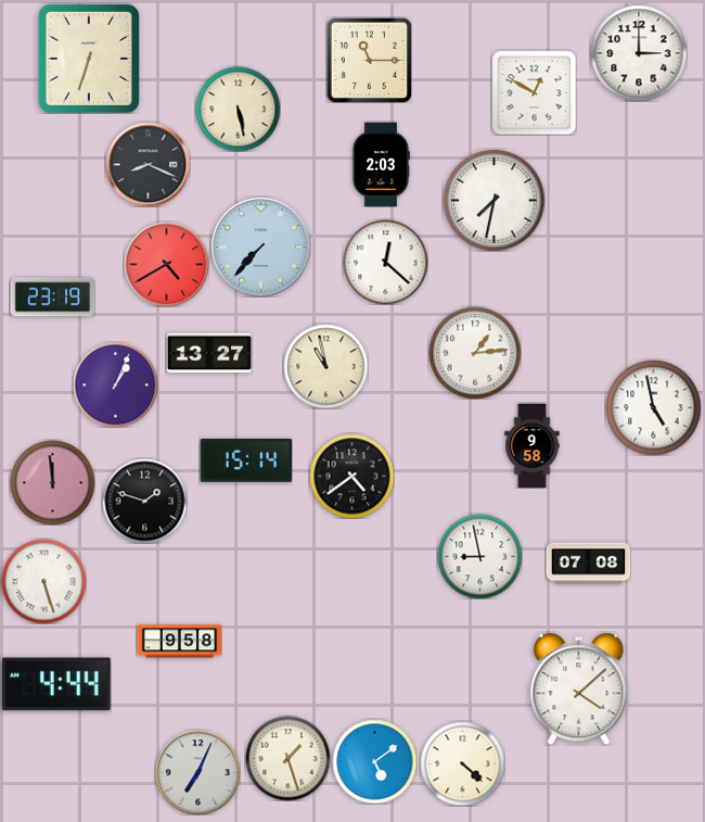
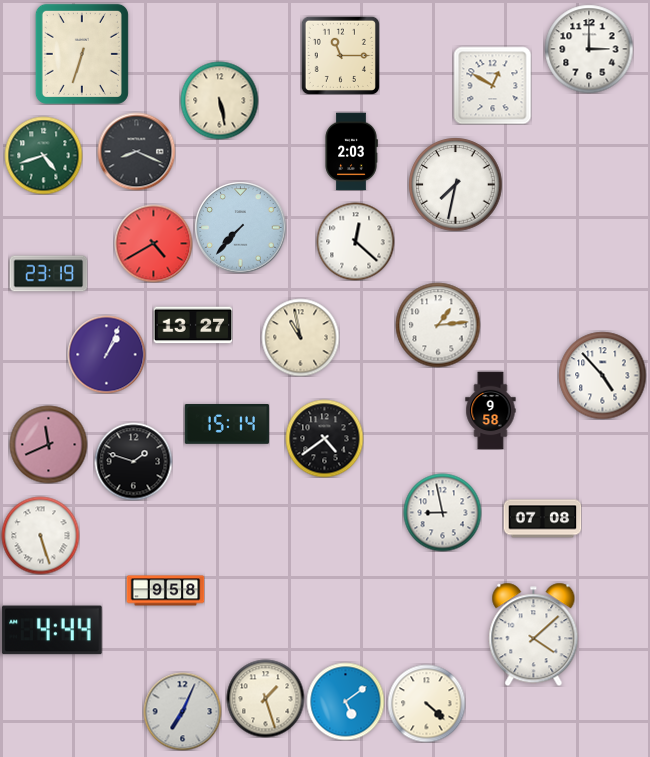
clock at (43, 155): none -> 4:42
clock at (653, 407): 4:58 -> 4:53
clock at (52, 482): 11:59 -> 11:41
